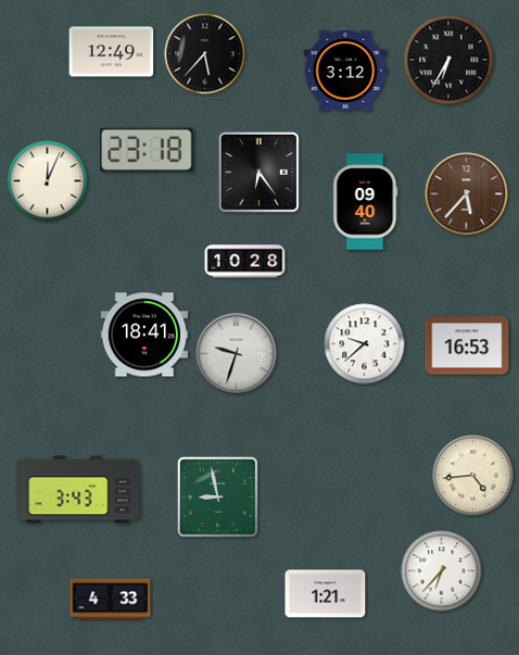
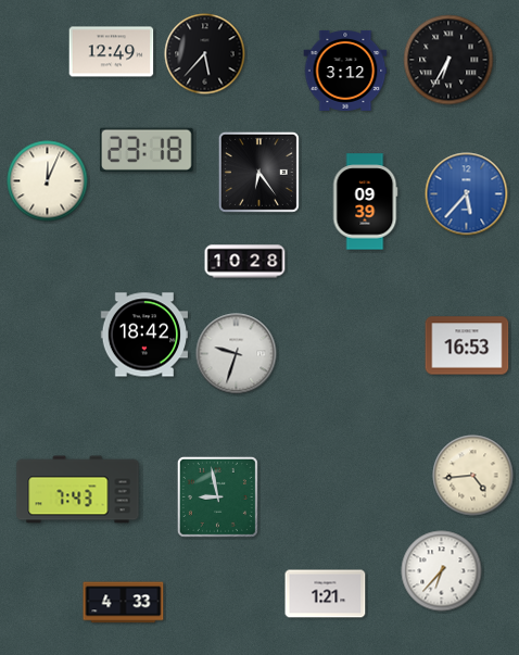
clock at (467, 194) dial: brown -> blue
clock at (365, 202): 09:40 -> 09:39
clock at (143, 335): 18:41 -> 18:42
clock at (365, 344): 9:38 -> none
clock at (78, 490): 3:43 -> 7:43
clock at (111, 600) position: (111, 600) -> (124, 603)
